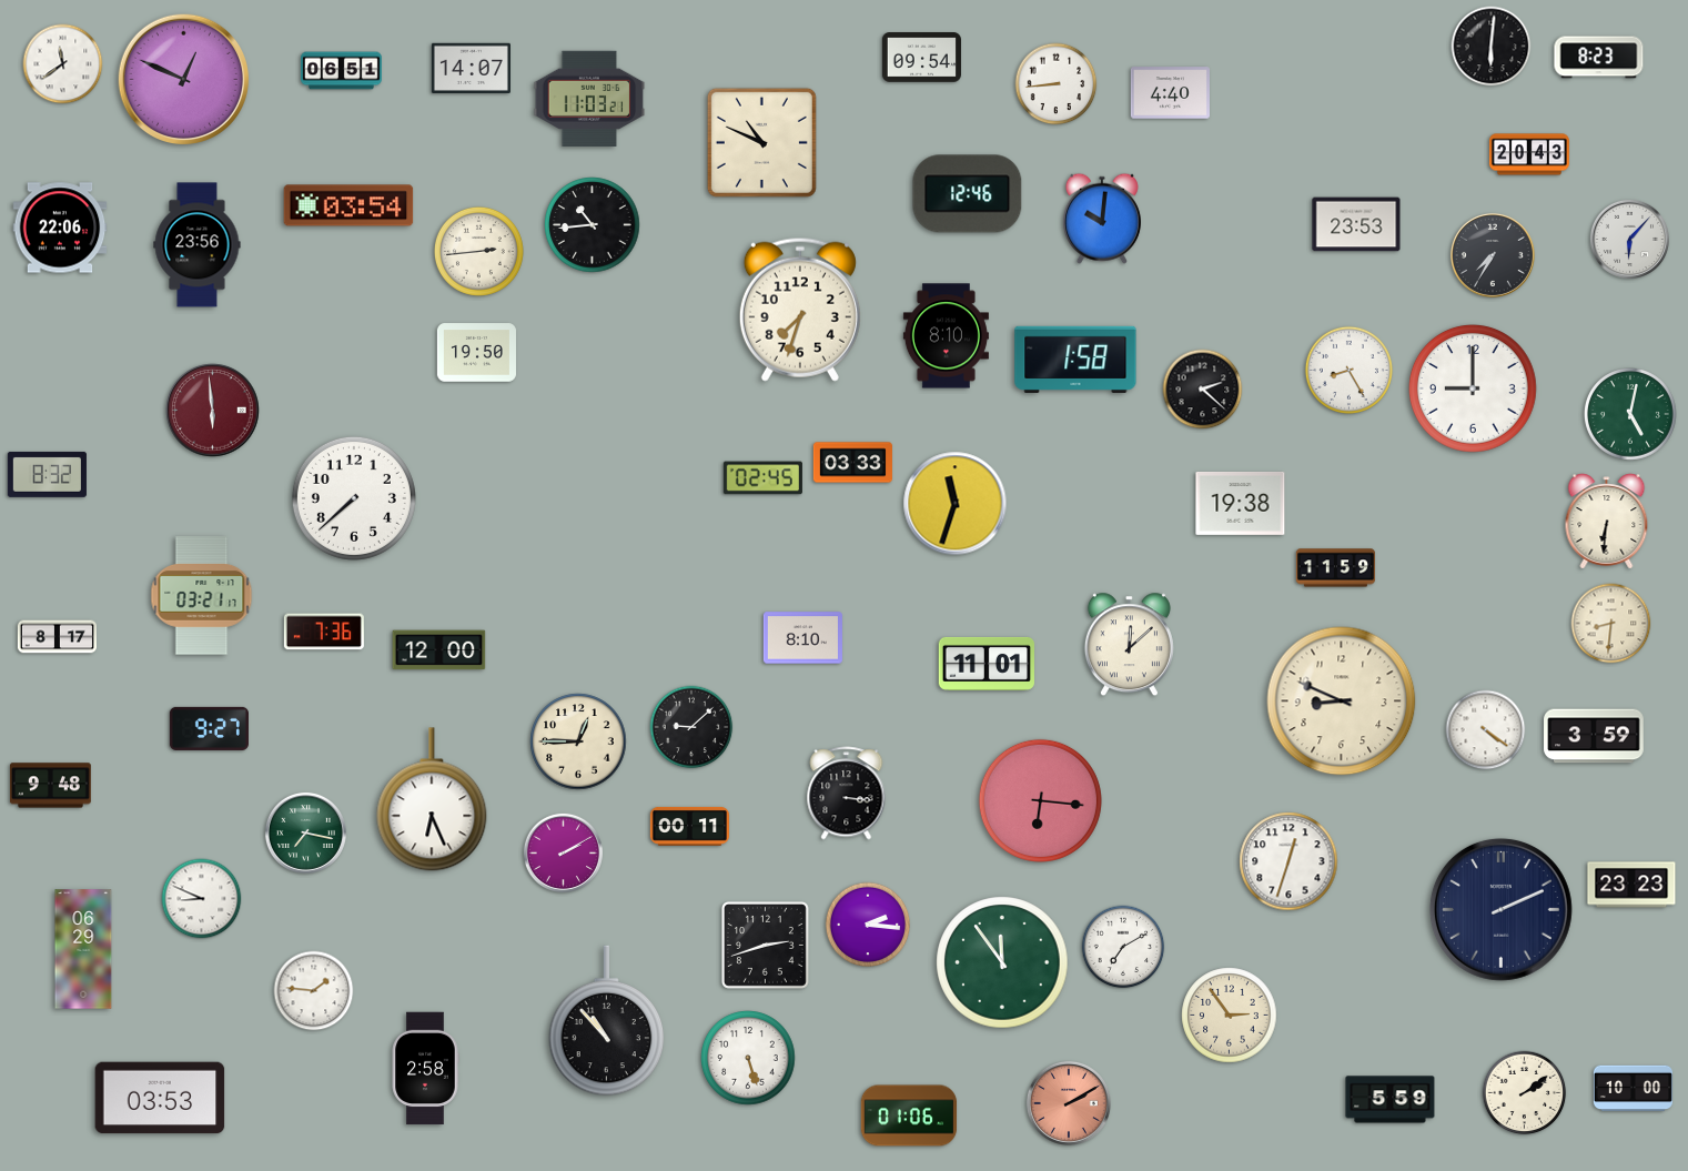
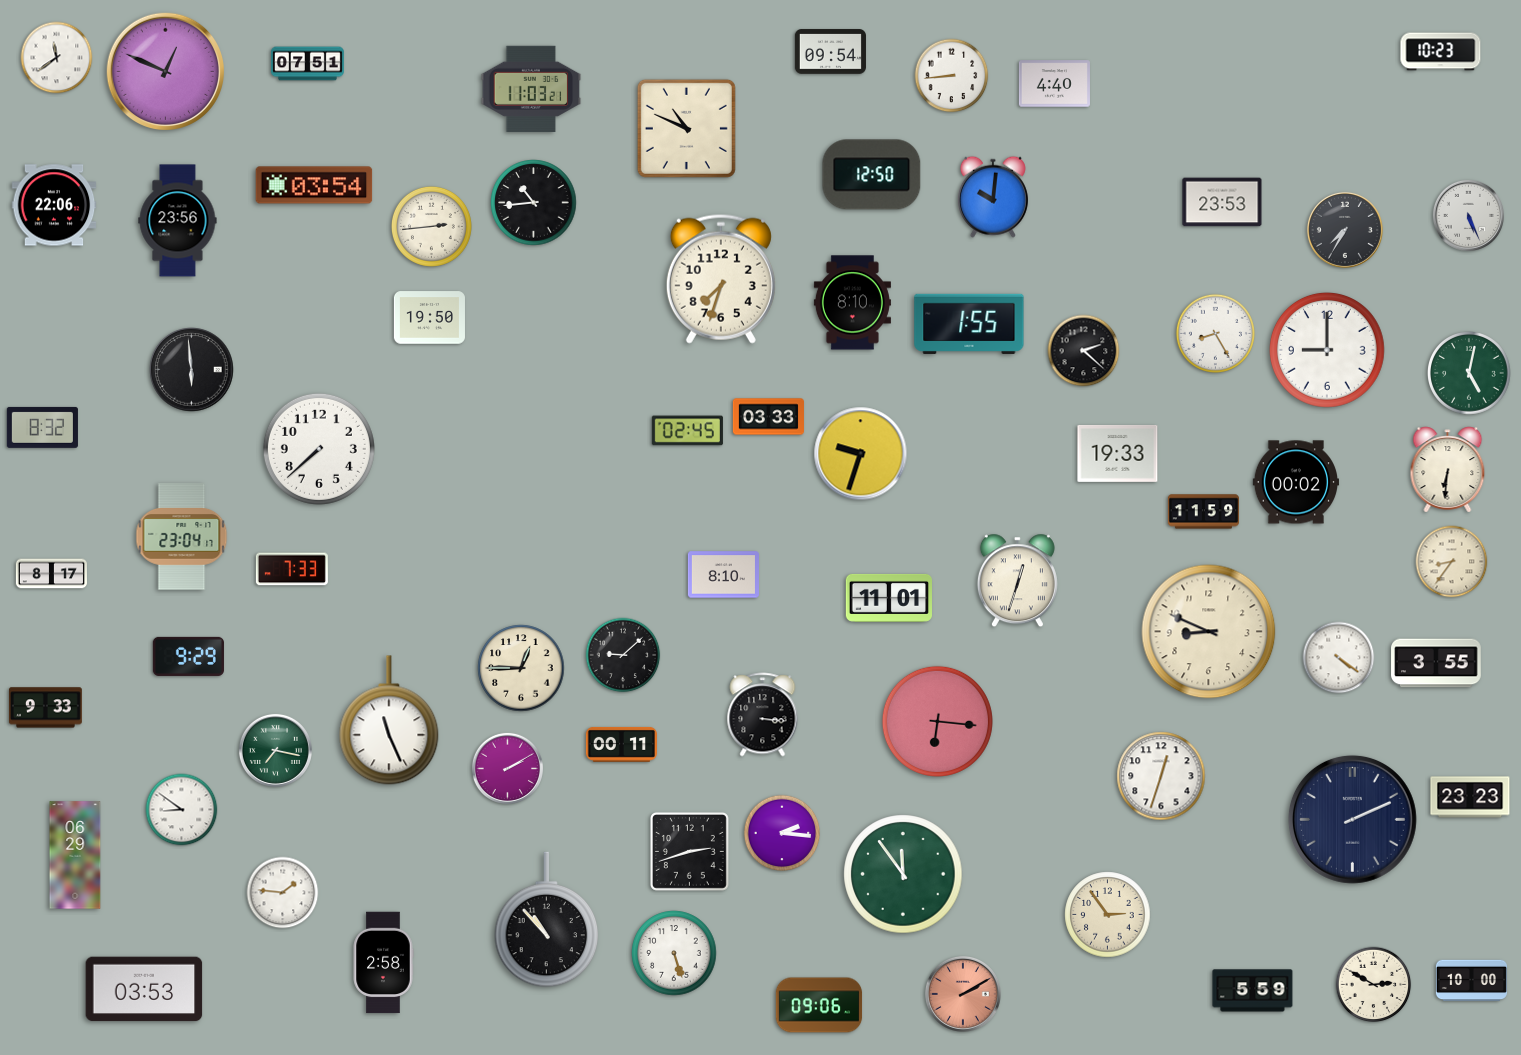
clock at (1492, 47): 6:01 -> none
clock at (1599, 58): 8:23 -> 10:23
clock at (471, 68): 14:07 -> none
clock at (342, 71): 06:51 -> 07:51
clock at (1529, 154): 20:43 -> none
clock at (968, 194): 12:46 -> 12:50
clock at (1629, 239): 6:07 -> 5:26
clock at (1075, 360): 1:58 -> 1:55
clock at (213, 411) dial: burgundy -> black
clock at (1241, 503): 19:38 -> 19:33
clock at (956, 504): 11:33 -> 9:33
clock at (1295, 482): none -> 00:02
clock at (202, 596): 03:21 -> 23:04
clock at (1611, 624): 8:31 -> 8:36
clock at (324, 632): 7:36 -> 7:33
clock at (1129, 645): 12:08 -> 12:33
clock at (439, 650): 12:00 -> none
clock at (209, 728): 9:27 -> 9:29
clock at (1594, 736): 3:59 -> 3:55
clock at (50, 786): 9:48 -> 9:33
clock at (432, 799): 6:26 -> 11:26
clock at (202, 899): 8:49 -> 8:51
clock at (1123, 947): 7:10 -> none
clock at (1002, 962) position: (1002, 962) -> (903, 874)
clock at (1525, 1093): 2:09 -> 2:50
clock at (909, 1116): 01:06 -> 09:06
